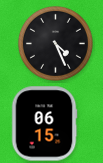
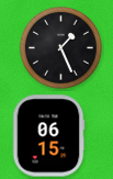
clock at (55, 43): 4:26 -> 1:26
